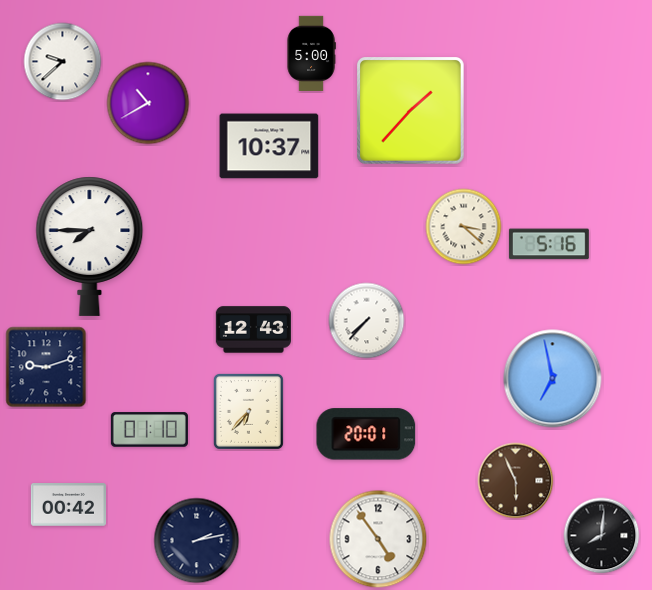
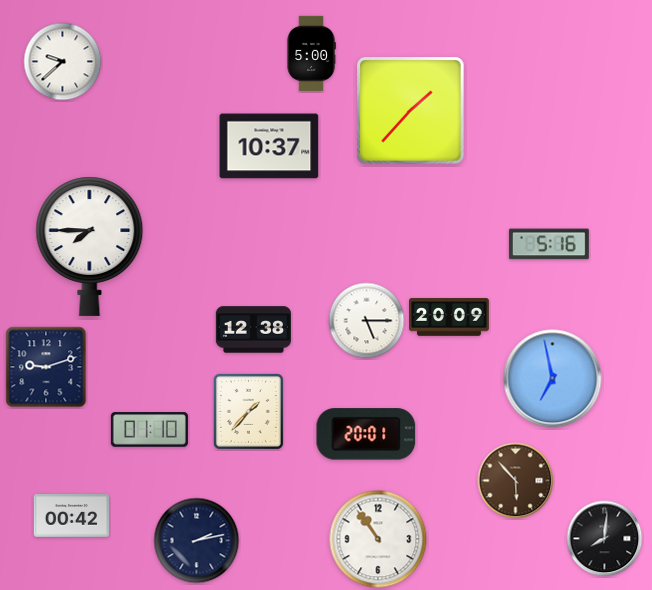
clock at (148, 103): 10:40 -> none
clock at (464, 227): 3:22 -> none
clock at (450, 317): none -> 20:09
clock at (367, 321): 7:37 -> 5:15
clock at (253, 330): 12:43 -> 12:38
clock at (248, 411): 6:37 -> 1:37
clock at (516, 481): 5:56 -> 5:53
clock at (68, 505) position: (68, 505) -> (71, 516)
clock at (602, 536) position: (602, 536) -> (605, 539)
clock at (378, 539): 4:54 -> 10:54
